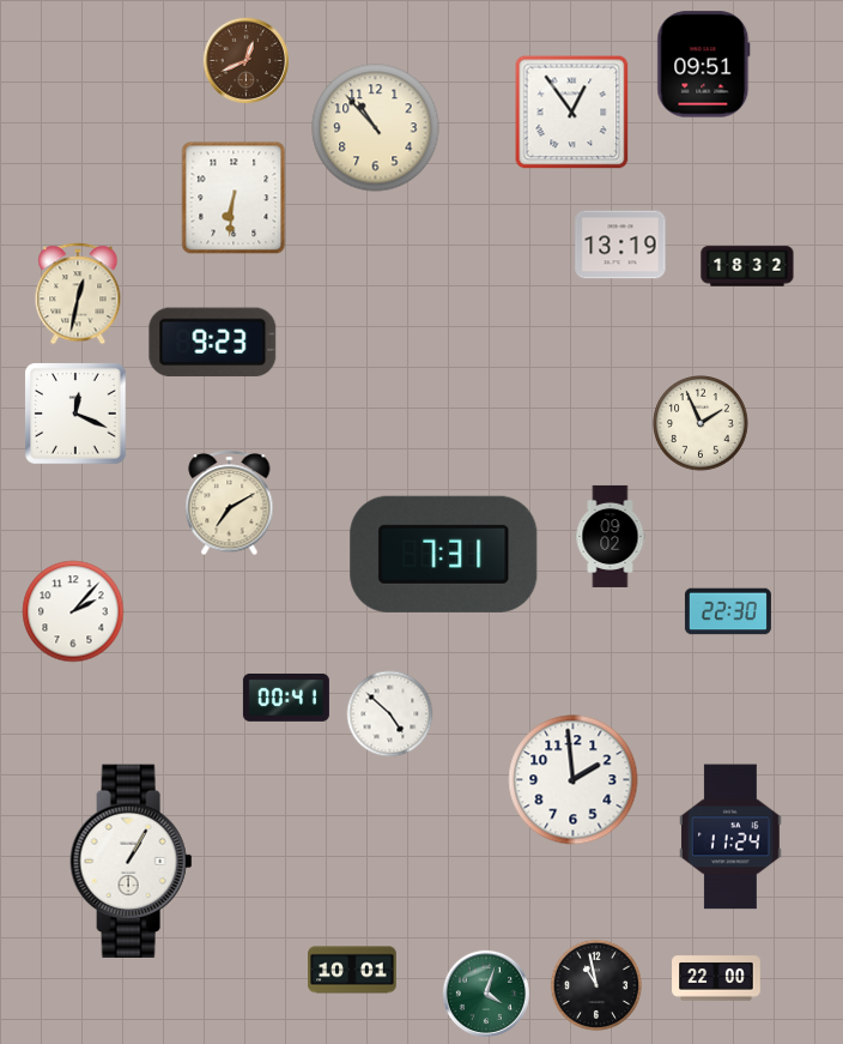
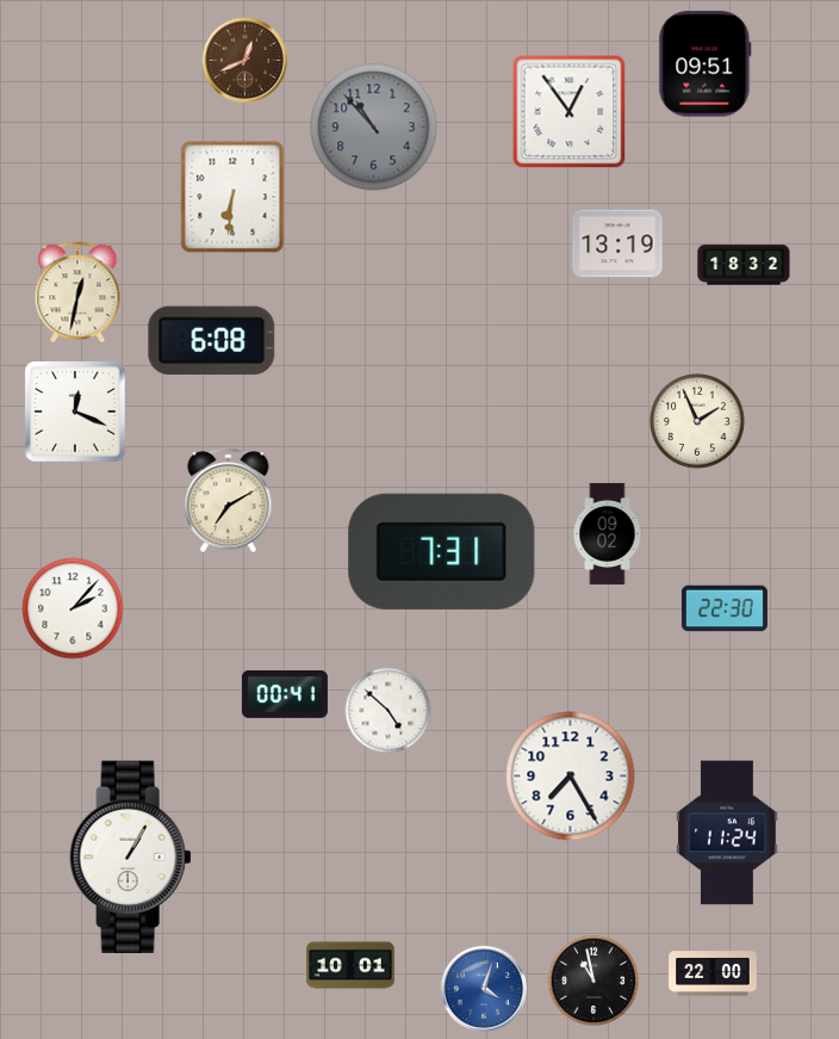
clock at (704, 65) position: (704, 65) -> (706, 64)
clock at (376, 128) dial: cream -> grey
clock at (213, 343): 9:23 -> 6:08
clock at (574, 780): 1:59 -> 7:25
clock at (486, 994) dial: green -> blue
